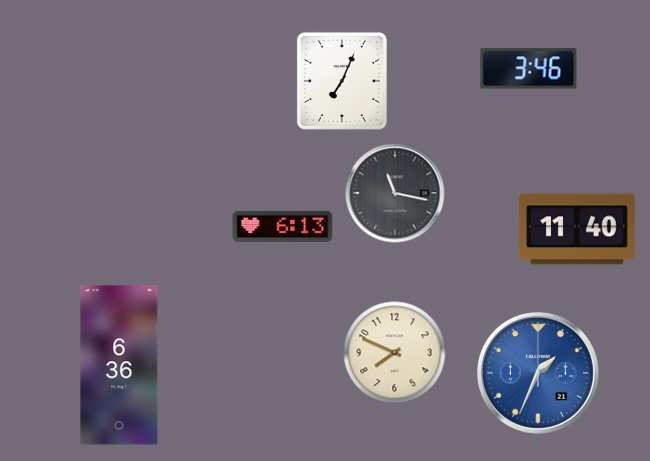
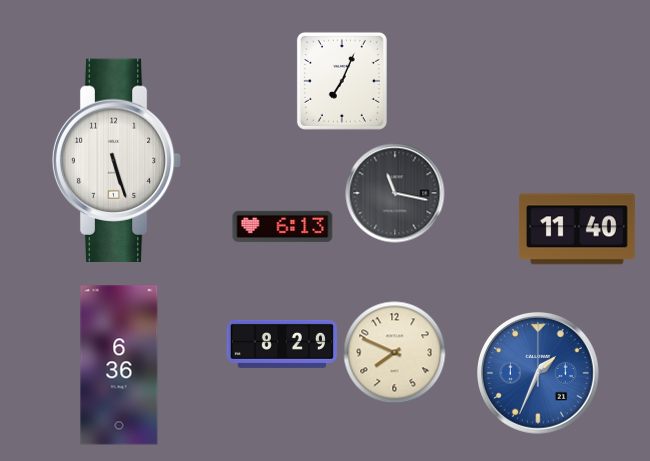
clock at (529, 69): 3:46 -> none
clock at (117, 160): none -> 5:27
clock at (282, 344): none -> 8:29
